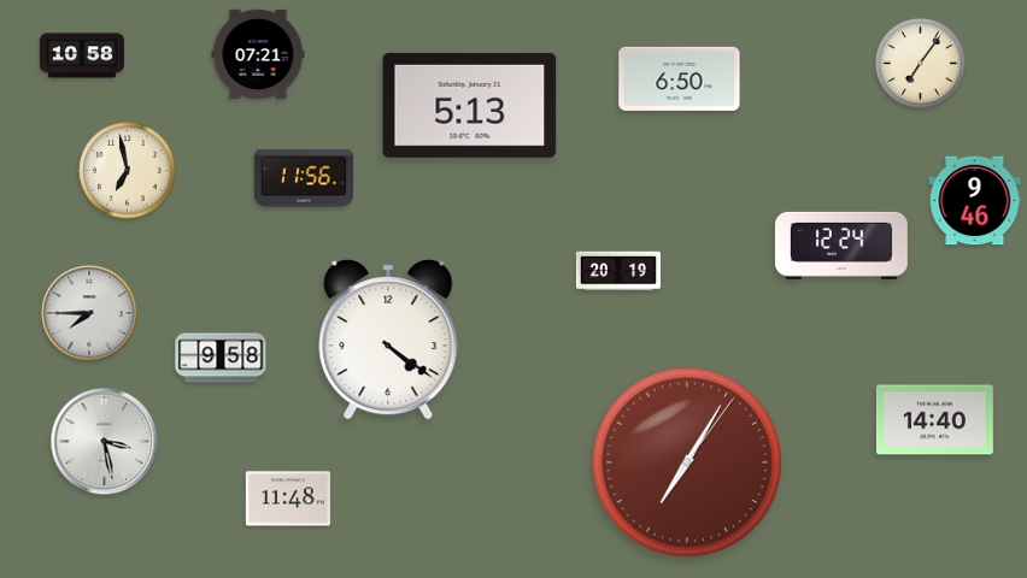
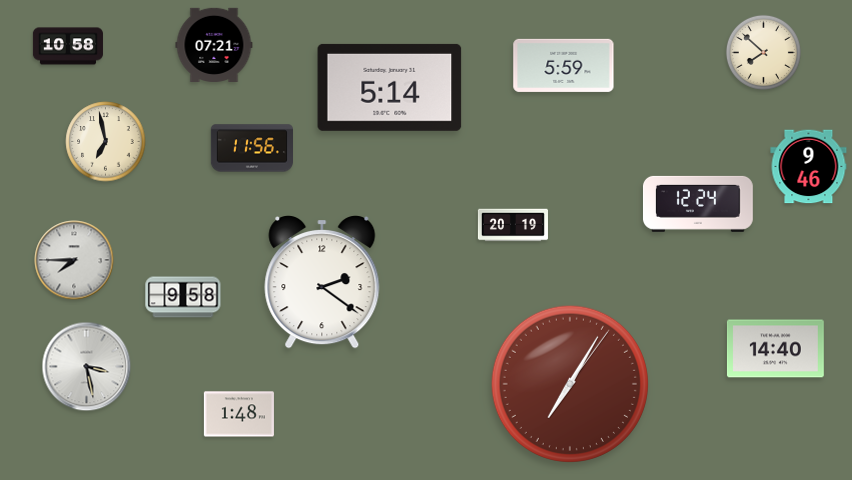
clock at (920, 63): 7:06 -> 7:52
clock at (680, 78): 6:50 -> 5:59
clock at (470, 105): 5:13 -> 5:14
clock at (388, 340): 4:21 -> 2:21
clock at (288, 499): 11:48 -> 1:48
